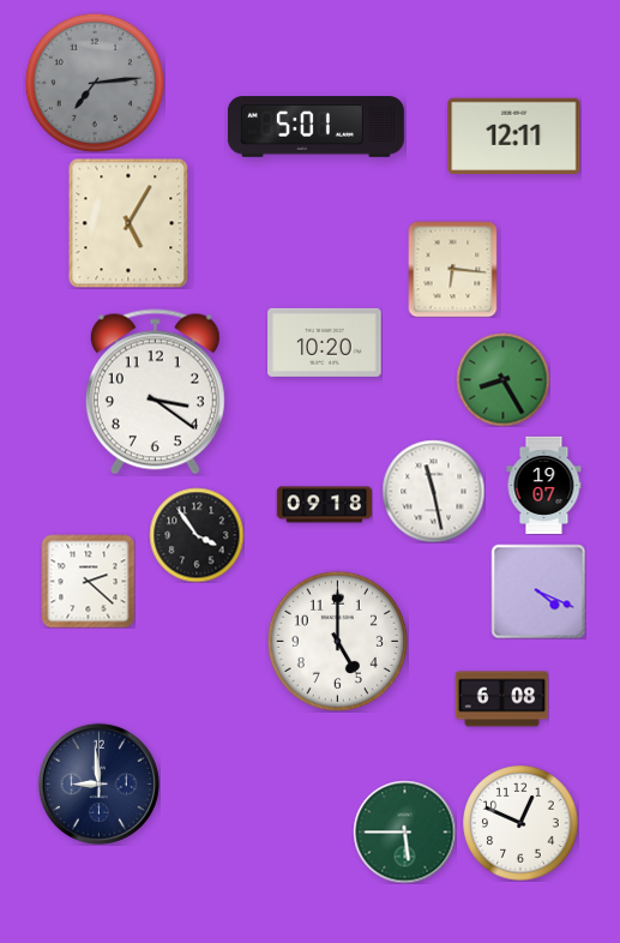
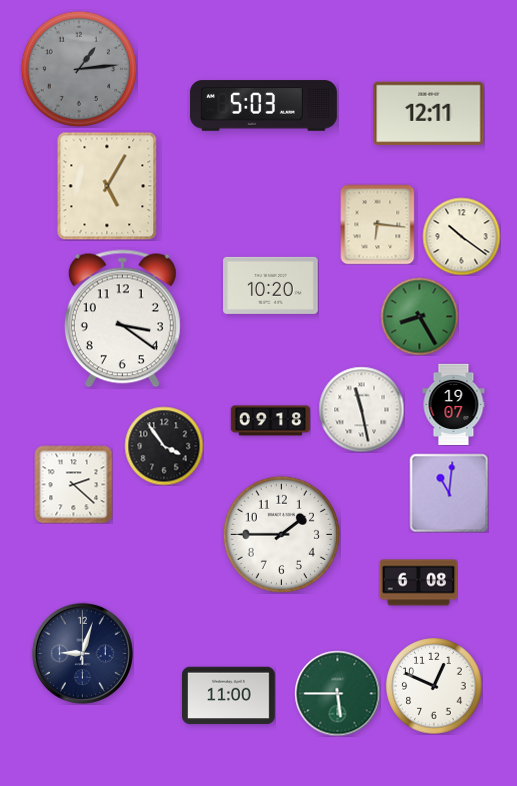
clock at (95, 83): 7:14 -> 1:14
clock at (315, 127): 5:01 -> 5:03
clock at (461, 236): none -> 10:21
clock at (155, 392) position: (155, 392) -> (122, 319)
clock at (538, 591): 4:19 -> 11:01
clock at (337, 641): 5:00 -> 1:45
clock at (98, 783): 8:59 -> 9:03
clock at (229, 696): none -> 11:00
